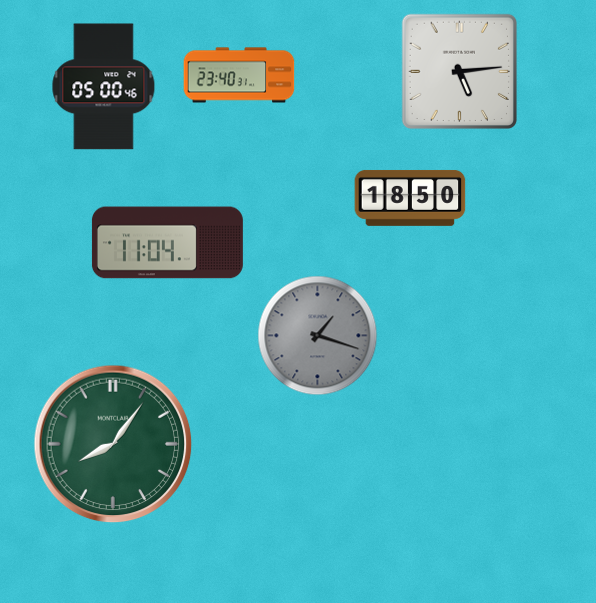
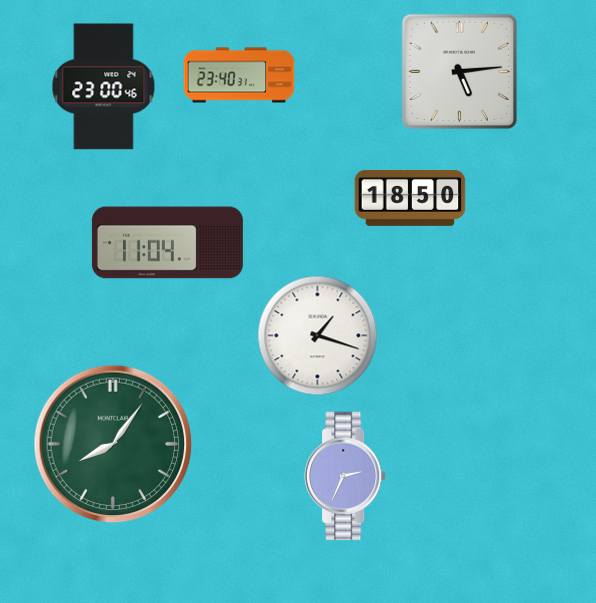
clock at (104, 87): 05:00 -> 23:00
clock at (318, 336) dial: grey -> white
clock at (345, 476): none -> 2:34
